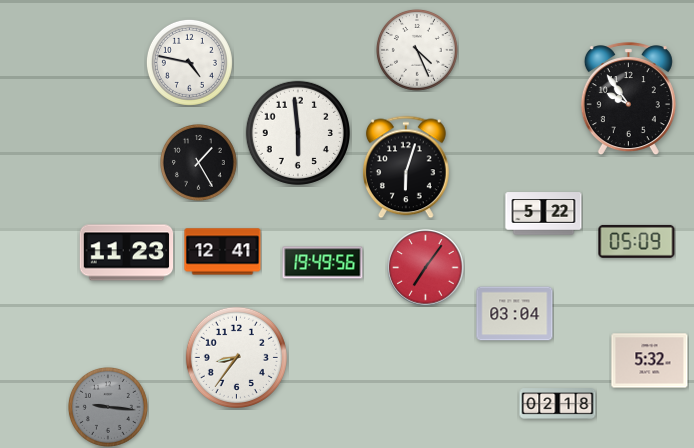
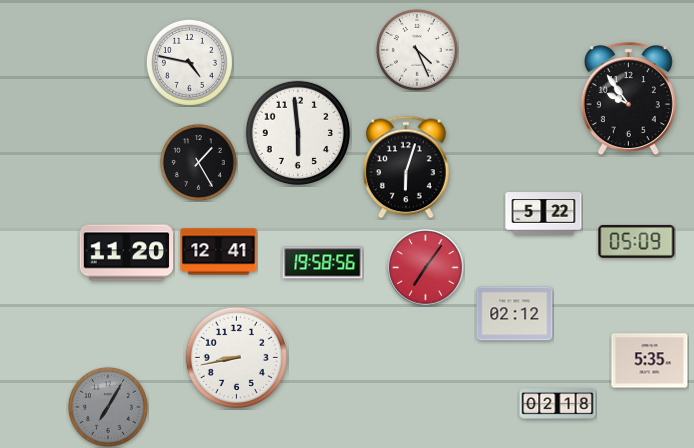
clock at (223, 252) position: (223, 252) -> (219, 252)
clock at (127, 253): 11:23 -> 11:20
clock at (323, 263): 19:49 -> 19:58
clock at (515, 314): 03:04 -> 02:12
clock at (236, 357): 8:36 -> 8:43
clock at (650, 361): 5:32 -> 5:35
clock at (108, 407): 9:16 -> 7:05
